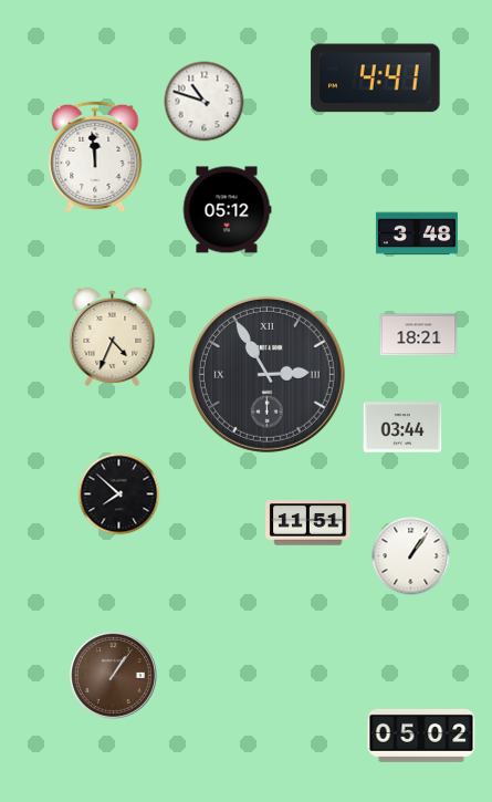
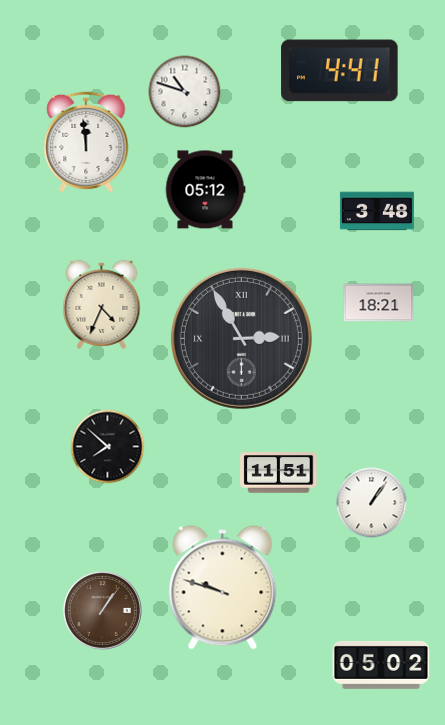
clock at (402, 427): 03:44 -> none
clock at (223, 588): none -> 9:48
